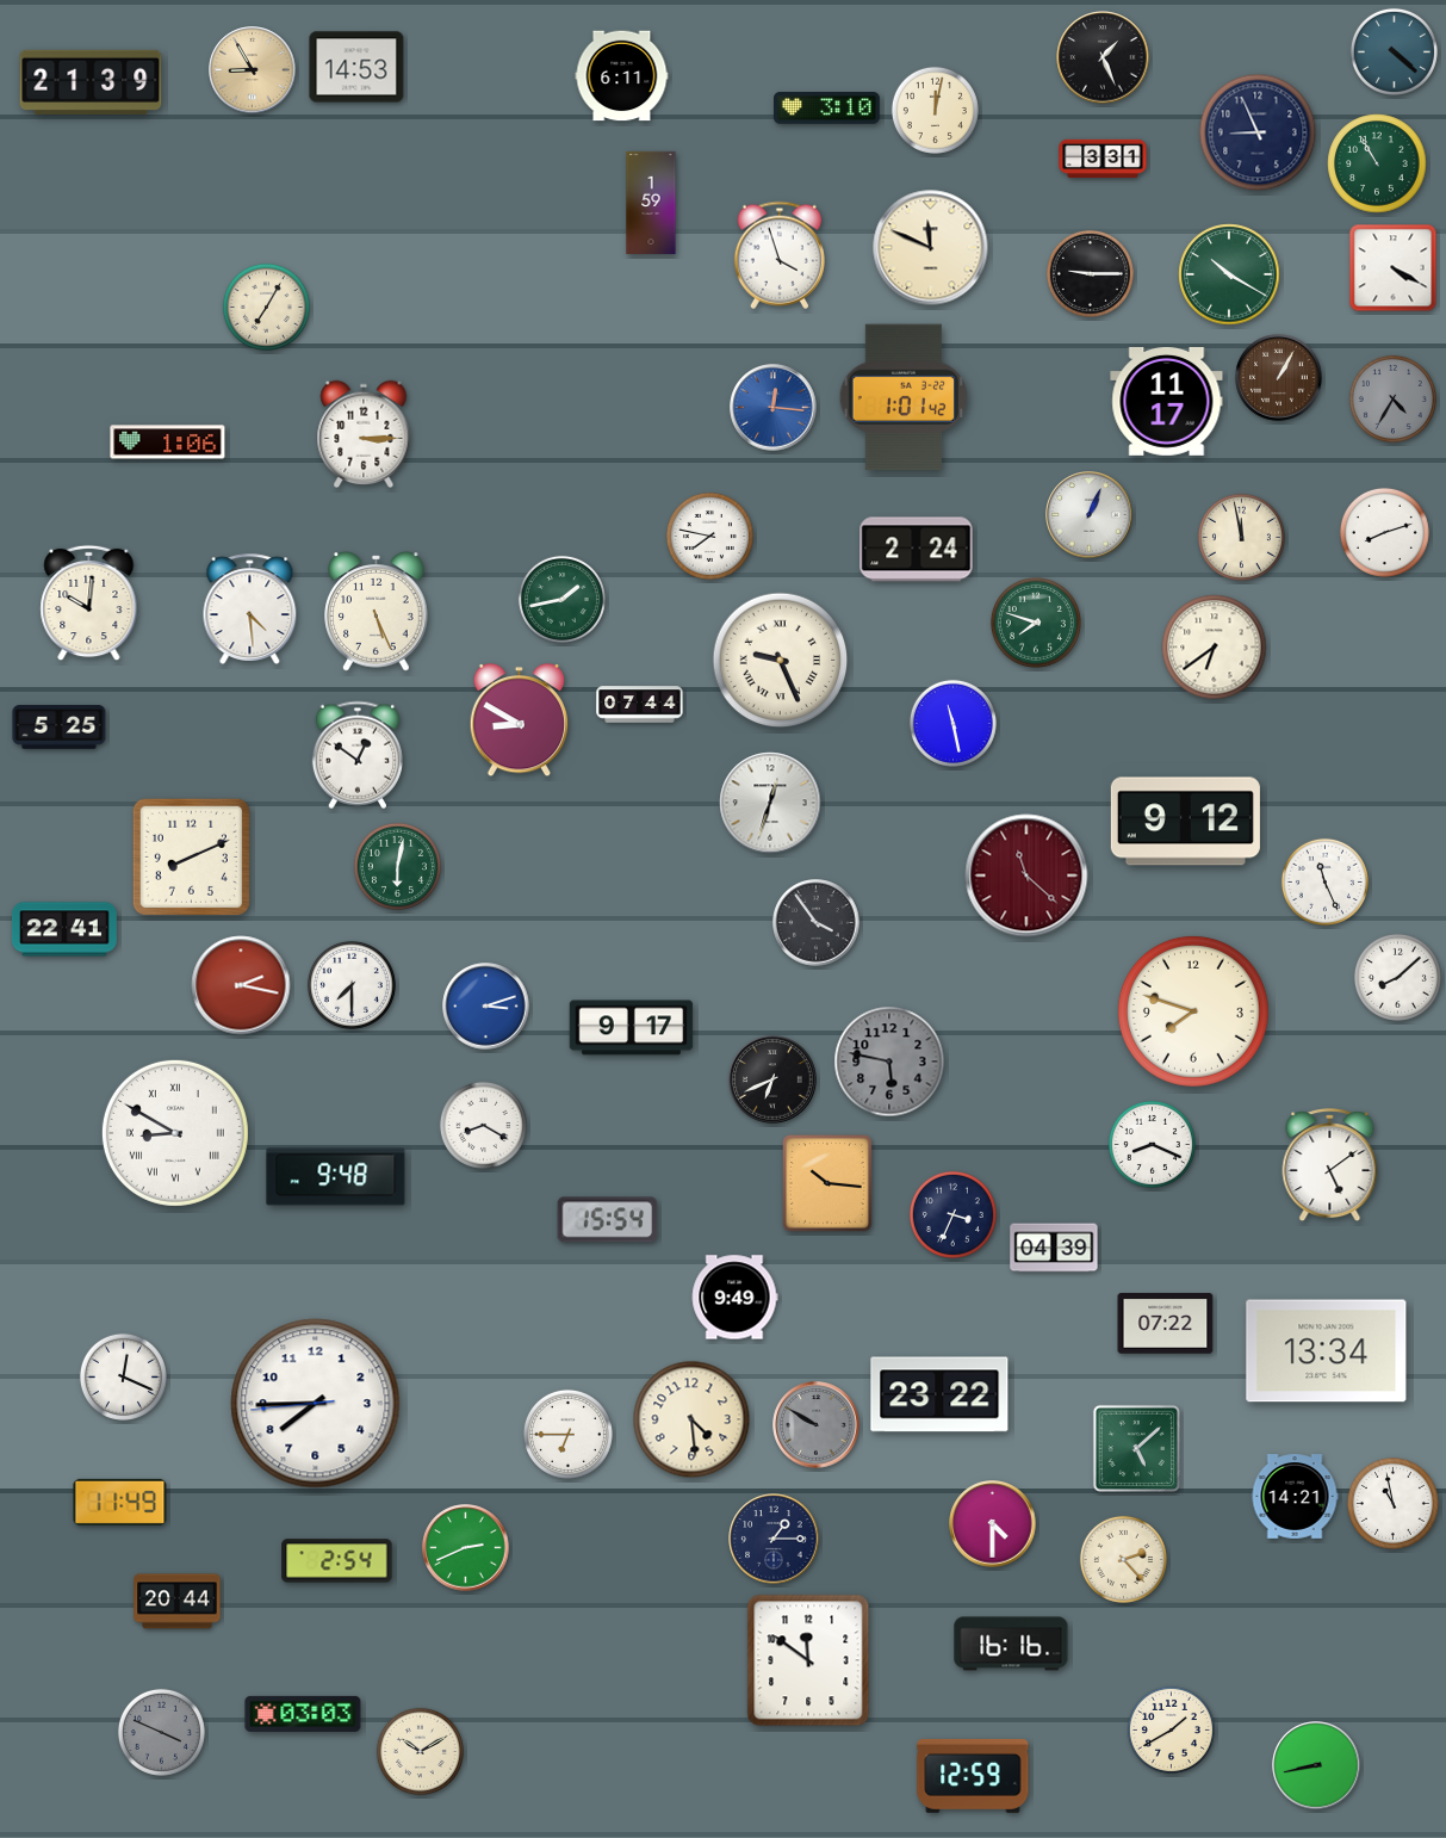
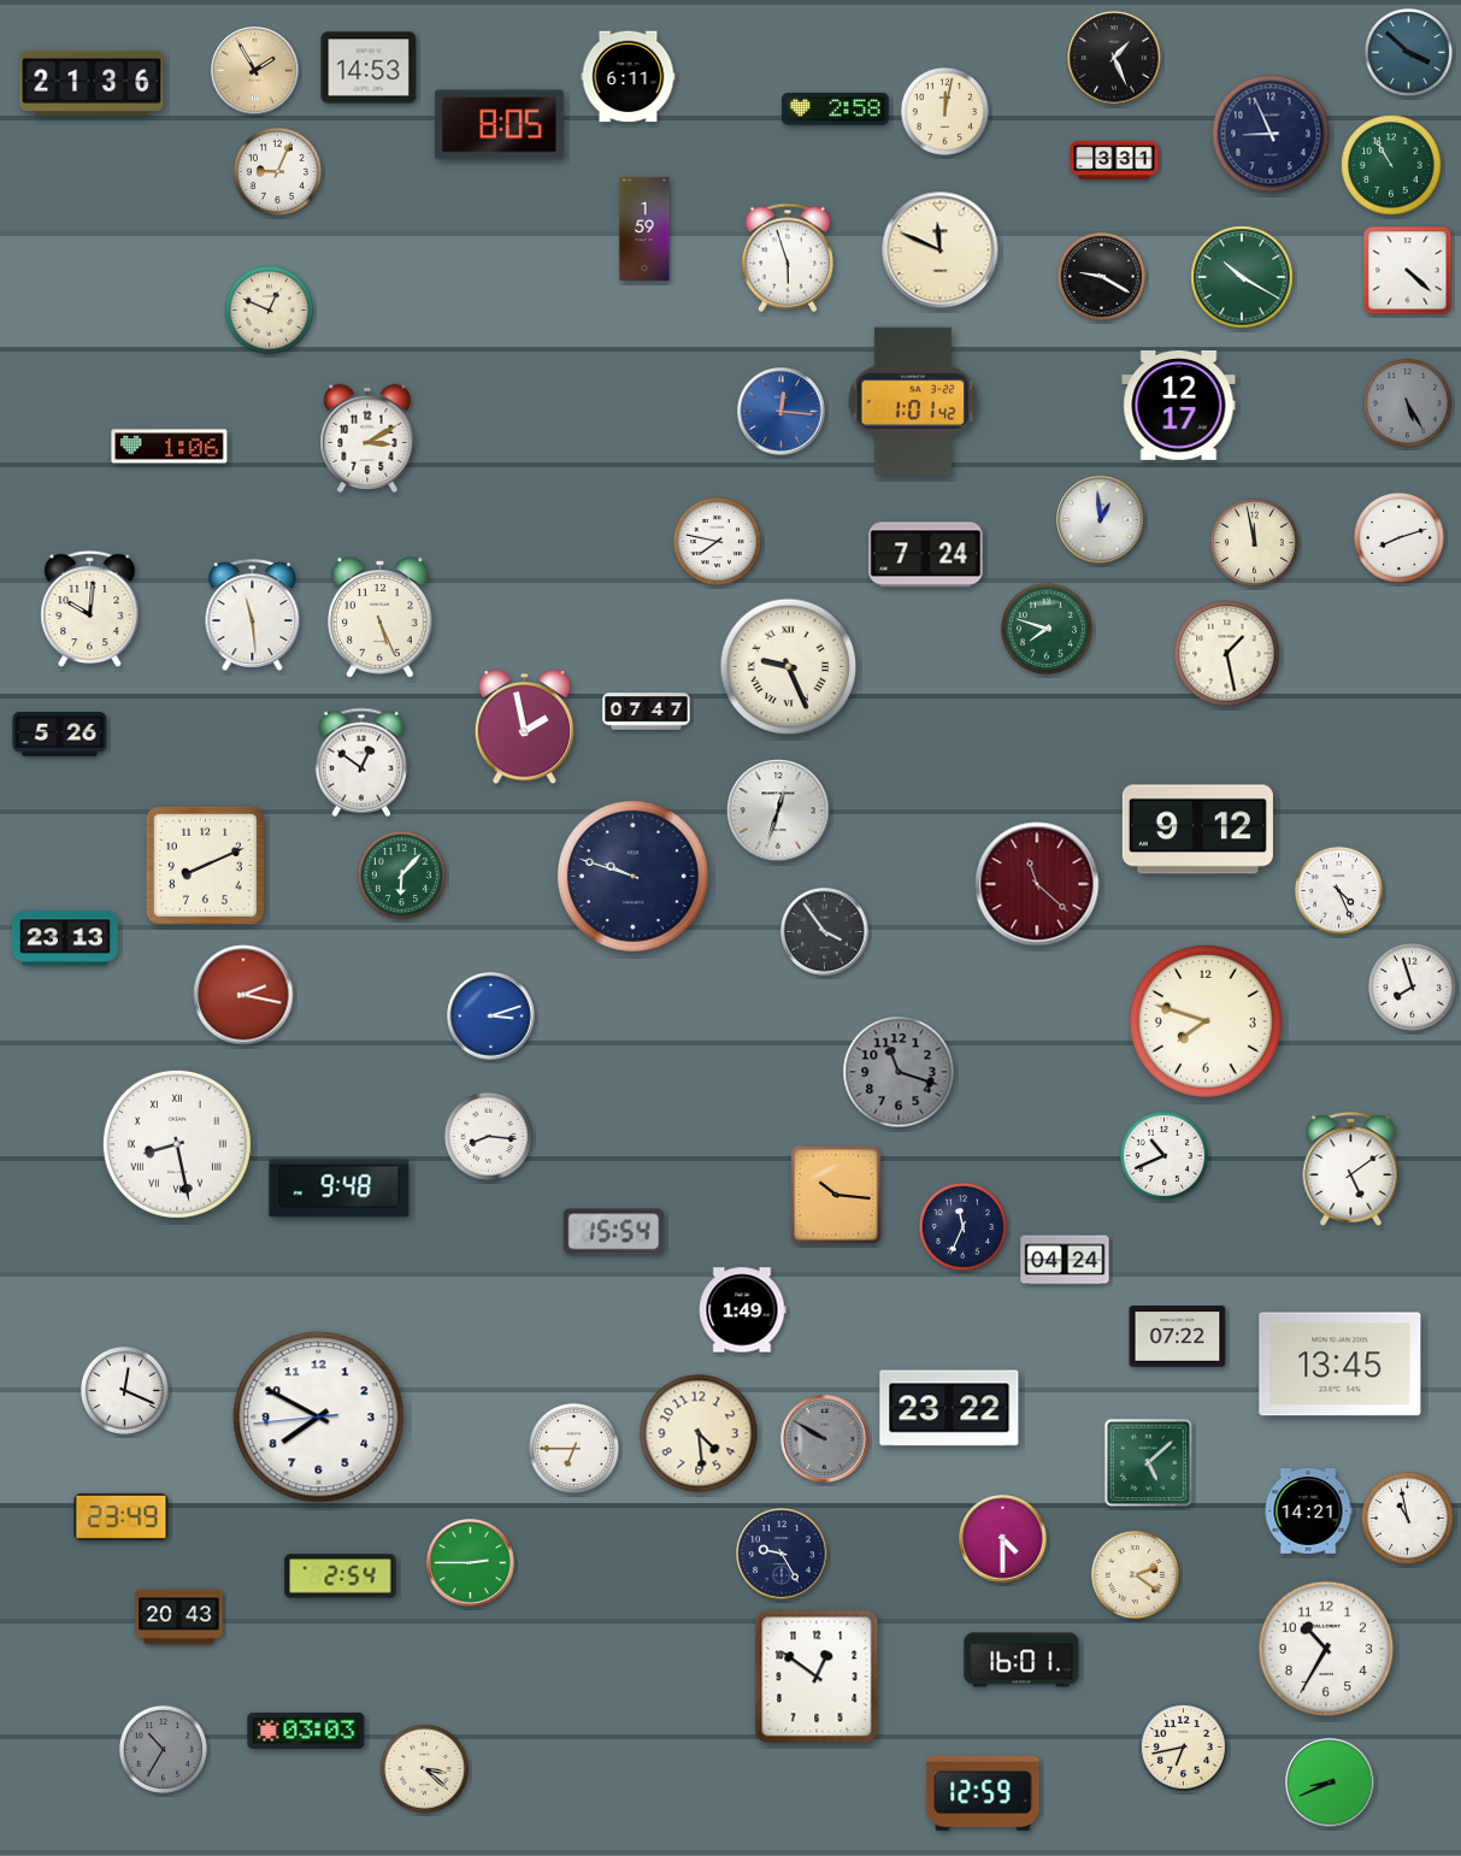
clock at (1394, 51): 4:22 -> 3:52
clock at (356, 67) position: (356, 67) -> (369, 67)
clock at (253, 70): 8:55 -> 1:55
clock at (91, 82): 21:39 -> 21:36
clock at (827, 109): 3:10 -> 2:58
clock at (499, 125): none -> 8:05
clock at (277, 171): none -> 9:04
clock at (651, 203) position: (651, 203) -> (644, 229)
clock at (780, 255): 3:57 -> 5:57
clock at (1394, 268): 4:20 -> 4:22
clock at (1090, 273): 9:15 -> 9:20
clock at (266, 307): 7:05 -> 12:49
clock at (1279, 378): 1:05 -> none
clock at (1392, 398): 4:35 -> 5:25
clock at (1167, 402): 11:17 -> 12:17
clock at (364, 434): 3:15 -> 3:10
clock at (1090, 515): 1:04 -> 12:59
clock at (917, 550): 2:24 -> 7:24
clock at (561, 599): 1:43 -> none
clock at (250, 608): 4:29 -> 11:29
clock at (1215, 648): 6:39 -> 1:28
clock at (640, 705): 07:44 -> 07:47
clock at (520, 722): 8:50 -> 1:58
clock at (952, 723): 11:28 -> none
clock at (60, 728): 5:25 -> 5:26
clock at (191, 856) position: (191, 856) -> (205, 865)
clock at (397, 866): 6:02 -> 6:07
clock at (632, 876): none -> 9:48
clock at (1324, 881): 11:26 -> 4:26
clock at (64, 929): 22:41 -> 23:13
clock at (1397, 977): 8:08 -> 7:57
clock at (352, 985): 7:30 -> none
clock at (632, 1028): 9:17 -> none
clock at (889, 1062): 5:47 -> 11:18
clock at (772, 1079): 6:41 -> none
clock at (483, 1125): 8:20 -> 8:16
clock at (175, 1133): 8:50 -> 8:28
clock at (1152, 1144): 8:19 -> 10:41
clock at (1330, 1165) position: (1330, 1165) -> (1351, 1169)
clock at (952, 1214): 3:34 -> 11:34
clock at (1054, 1248): 04:39 -> 04:24
clock at (734, 1298): 9:49 -> 1:49
clock at (1327, 1351): 13:34 -> 13:45
clock at (316, 1404): 7:44 -> 7:49
clock at (120, 1502): 11:49 -> 23:49
clock at (774, 1539): 1:15 -> 9:25
clock at (466, 1548): 2:41 -> 2:45
clock at (1123, 1559): 2:23 -> 2:21
clock at (178, 1602): 20:44 -> 20:43
clock at (1326, 1649): none -> 10:35
clock at (1011, 1644): 16:16 -> 16:01
clock at (808, 1660): 11:51 -> 12:51
clock at (1171, 1729): 1:40 -> 6:43
clock at (161, 1732): 3:49 -> 10:35
clock at (420, 1751): 10:10 -> 3:22
clock at (1316, 1765): 8:43 -> 8:41
